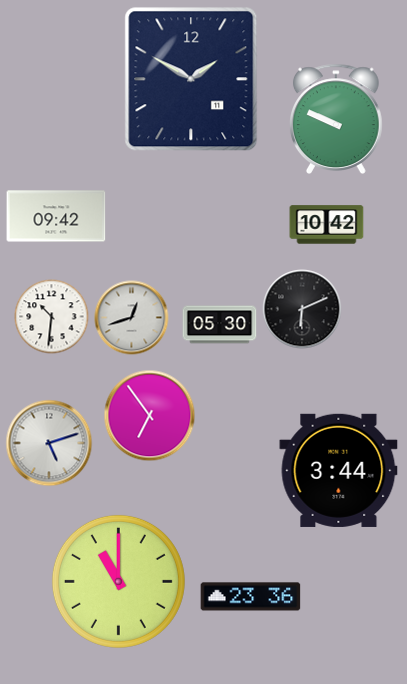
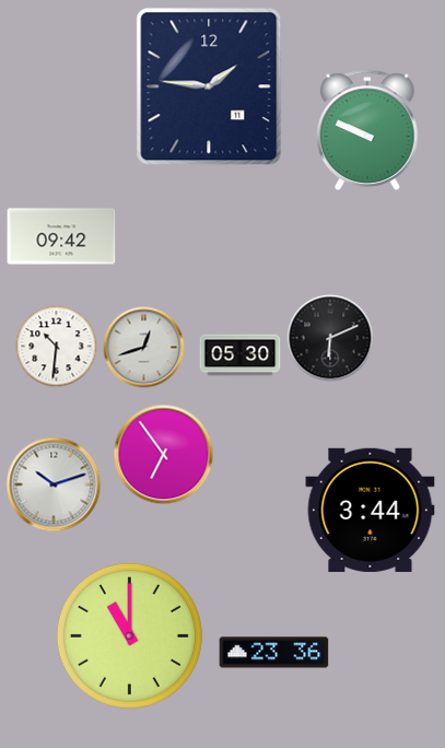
clock at (191, 79): 1:50 -> 1:46
clock at (327, 225): 10:42 -> none
clock at (49, 443): 5:12 -> 10:12
clock at (339, 470) position: (339, 470) -> (371, 510)
